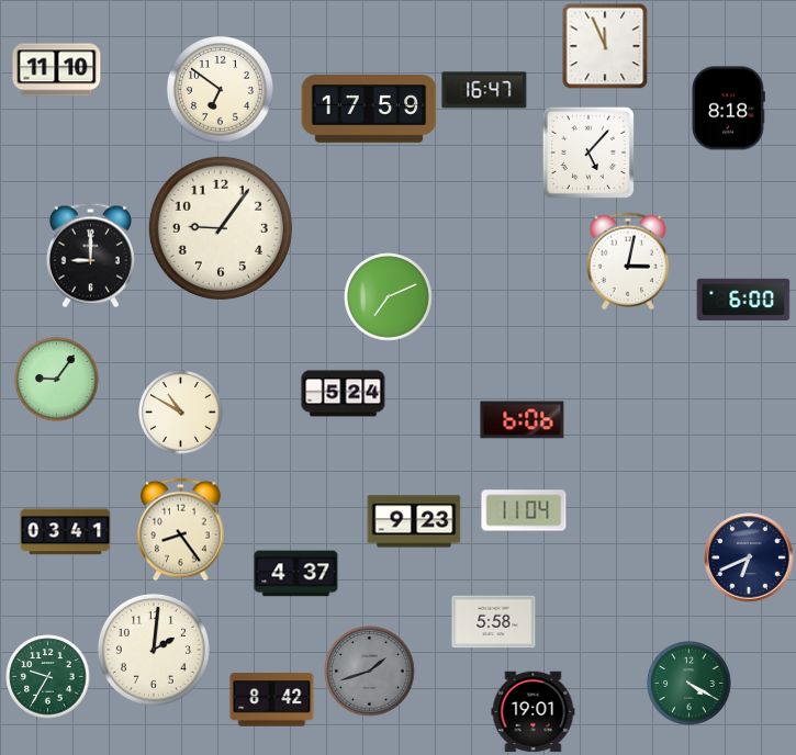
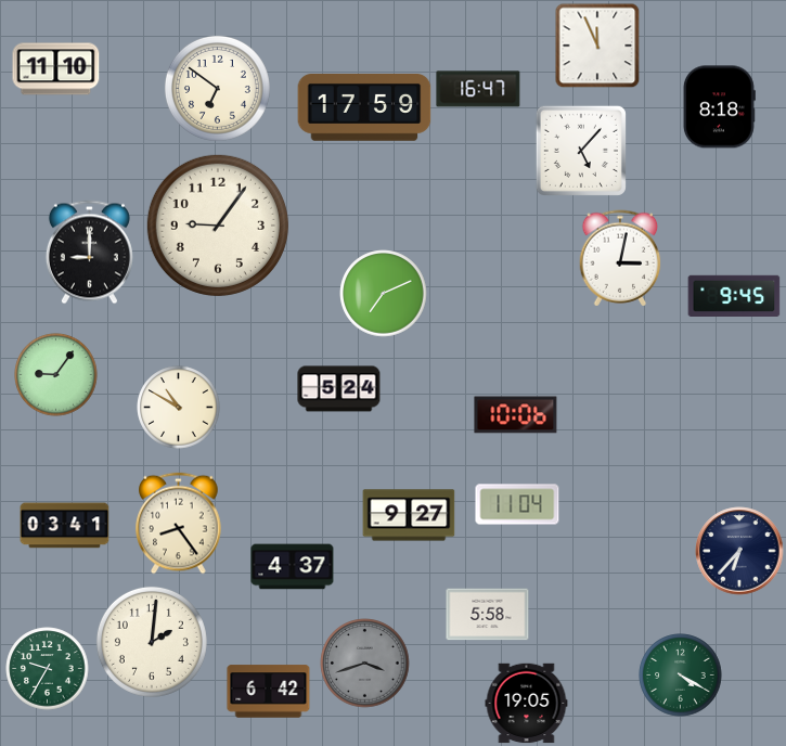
clock at (743, 298): 6:00 -> 9:45
clock at (523, 420): 6:06 -> 10:06
clock at (414, 521): 9:23 -> 9:27
clock at (749, 557): 6:41 -> 6:37
clock at (370, 672): 1:42 -> 3:42
clock at (272, 700): 8:42 -> 6:42
clock at (534, 712): 19:01 -> 19:05
